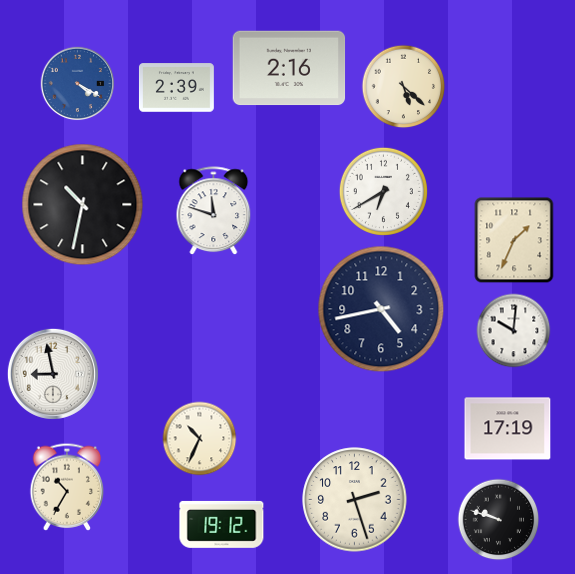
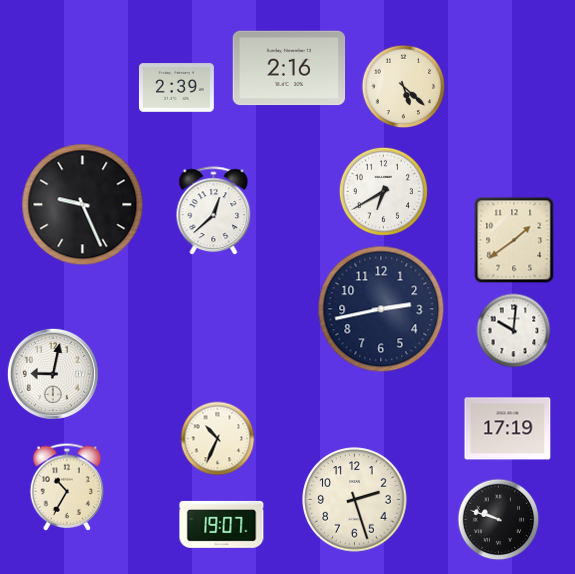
clock at (78, 84): 4:20 -> none
clock at (83, 205): 10:32 -> 9:26
clock at (214, 211): 11:48 -> 12:38
clock at (514, 240): 1:34 -> 1:39
clock at (381, 309): 4:43 -> 2:43
clock at (53, 374): 8:58 -> 9:02
clock at (200, 439) position: (200, 439) -> (218, 439)
clock at (222, 524): 19:12 -> 19:07
